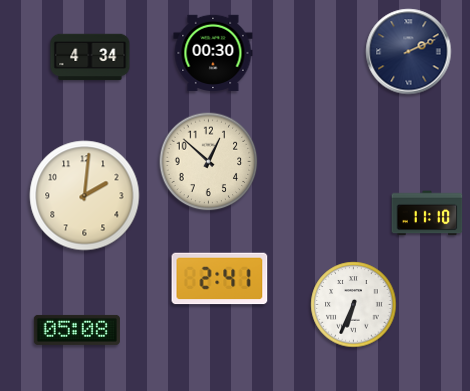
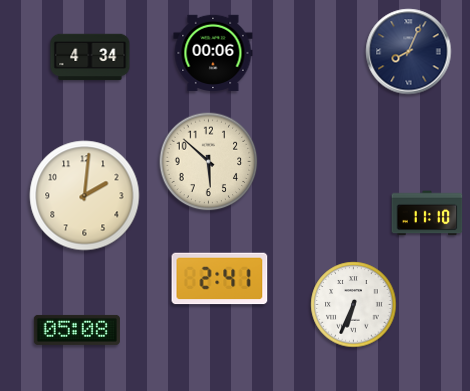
clock at (213, 52): 00:30 -> 00:06
clock at (409, 52): 2:11 -> 8:04
clock at (209, 162): 12:52 -> 5:52
